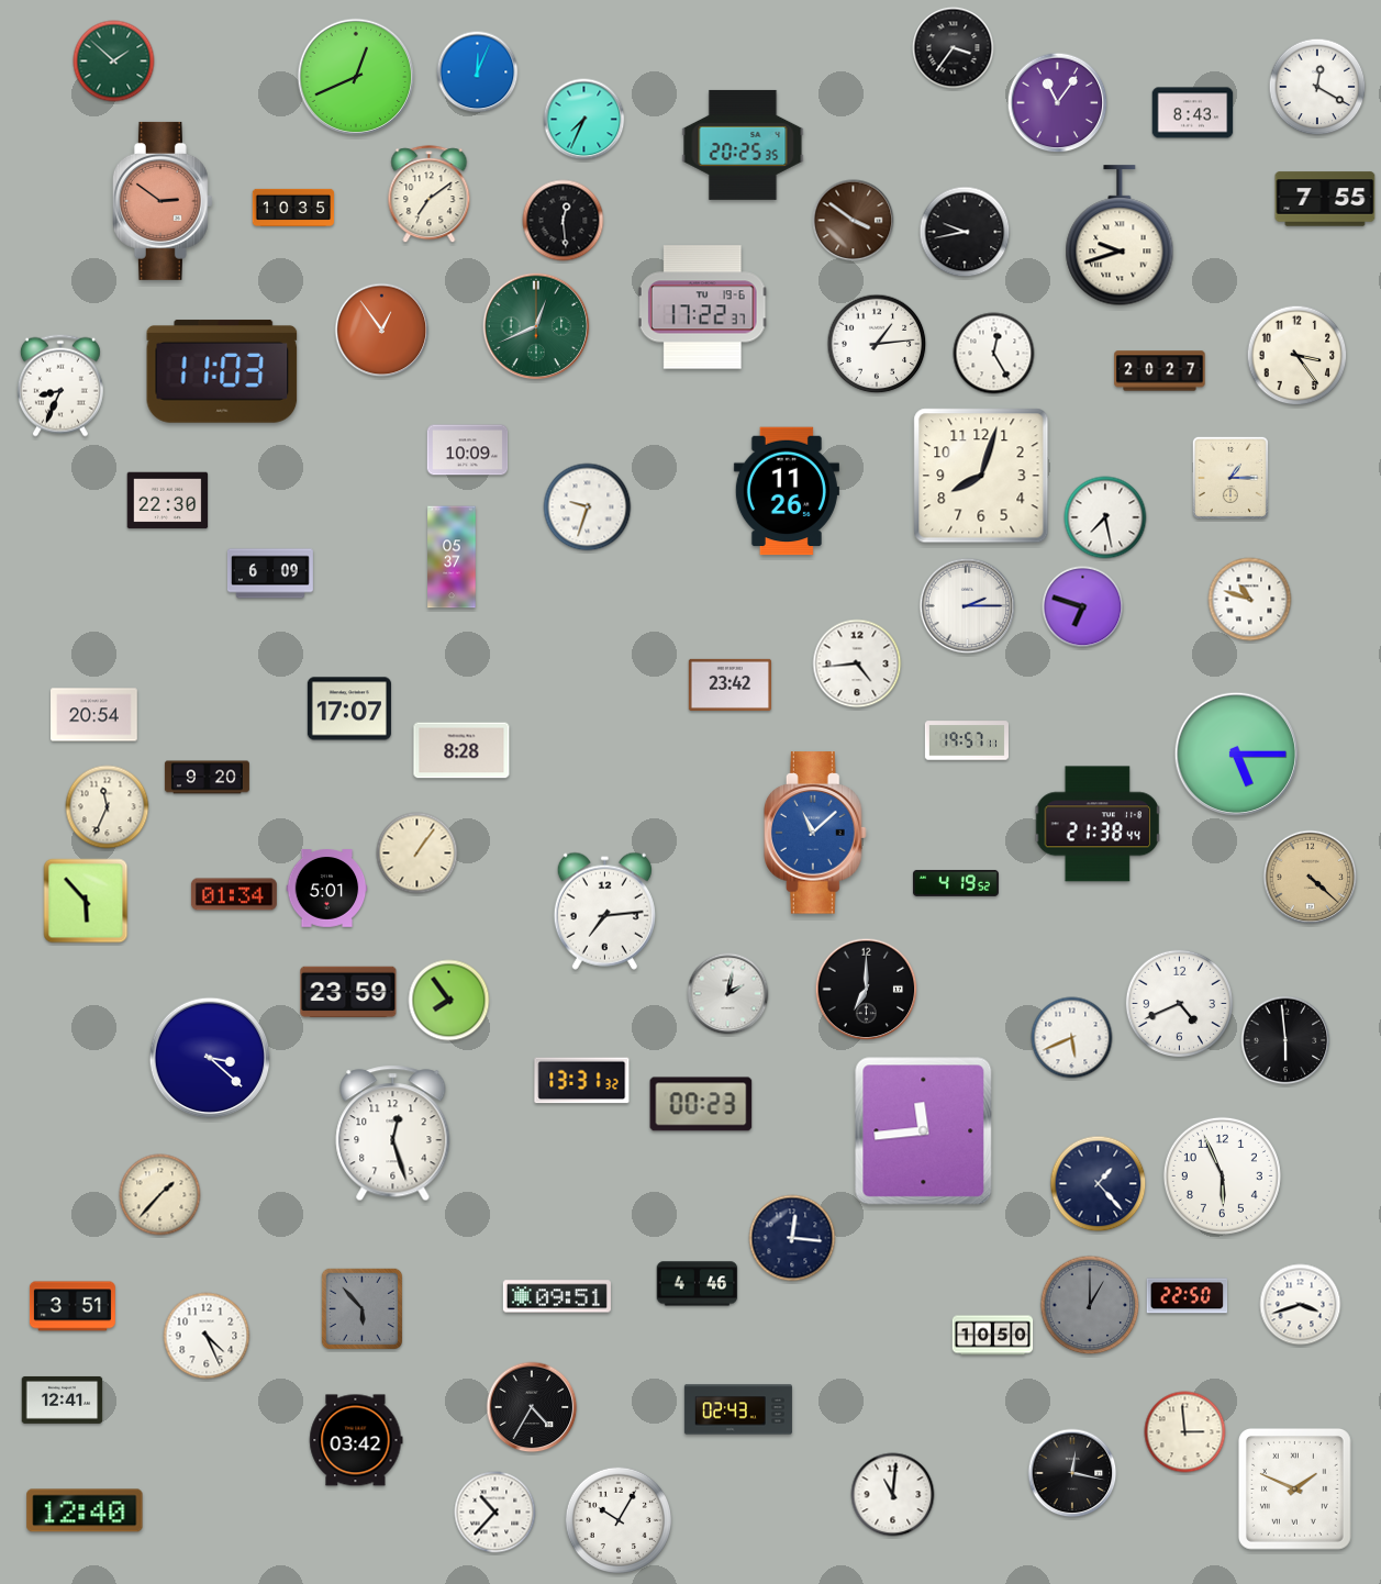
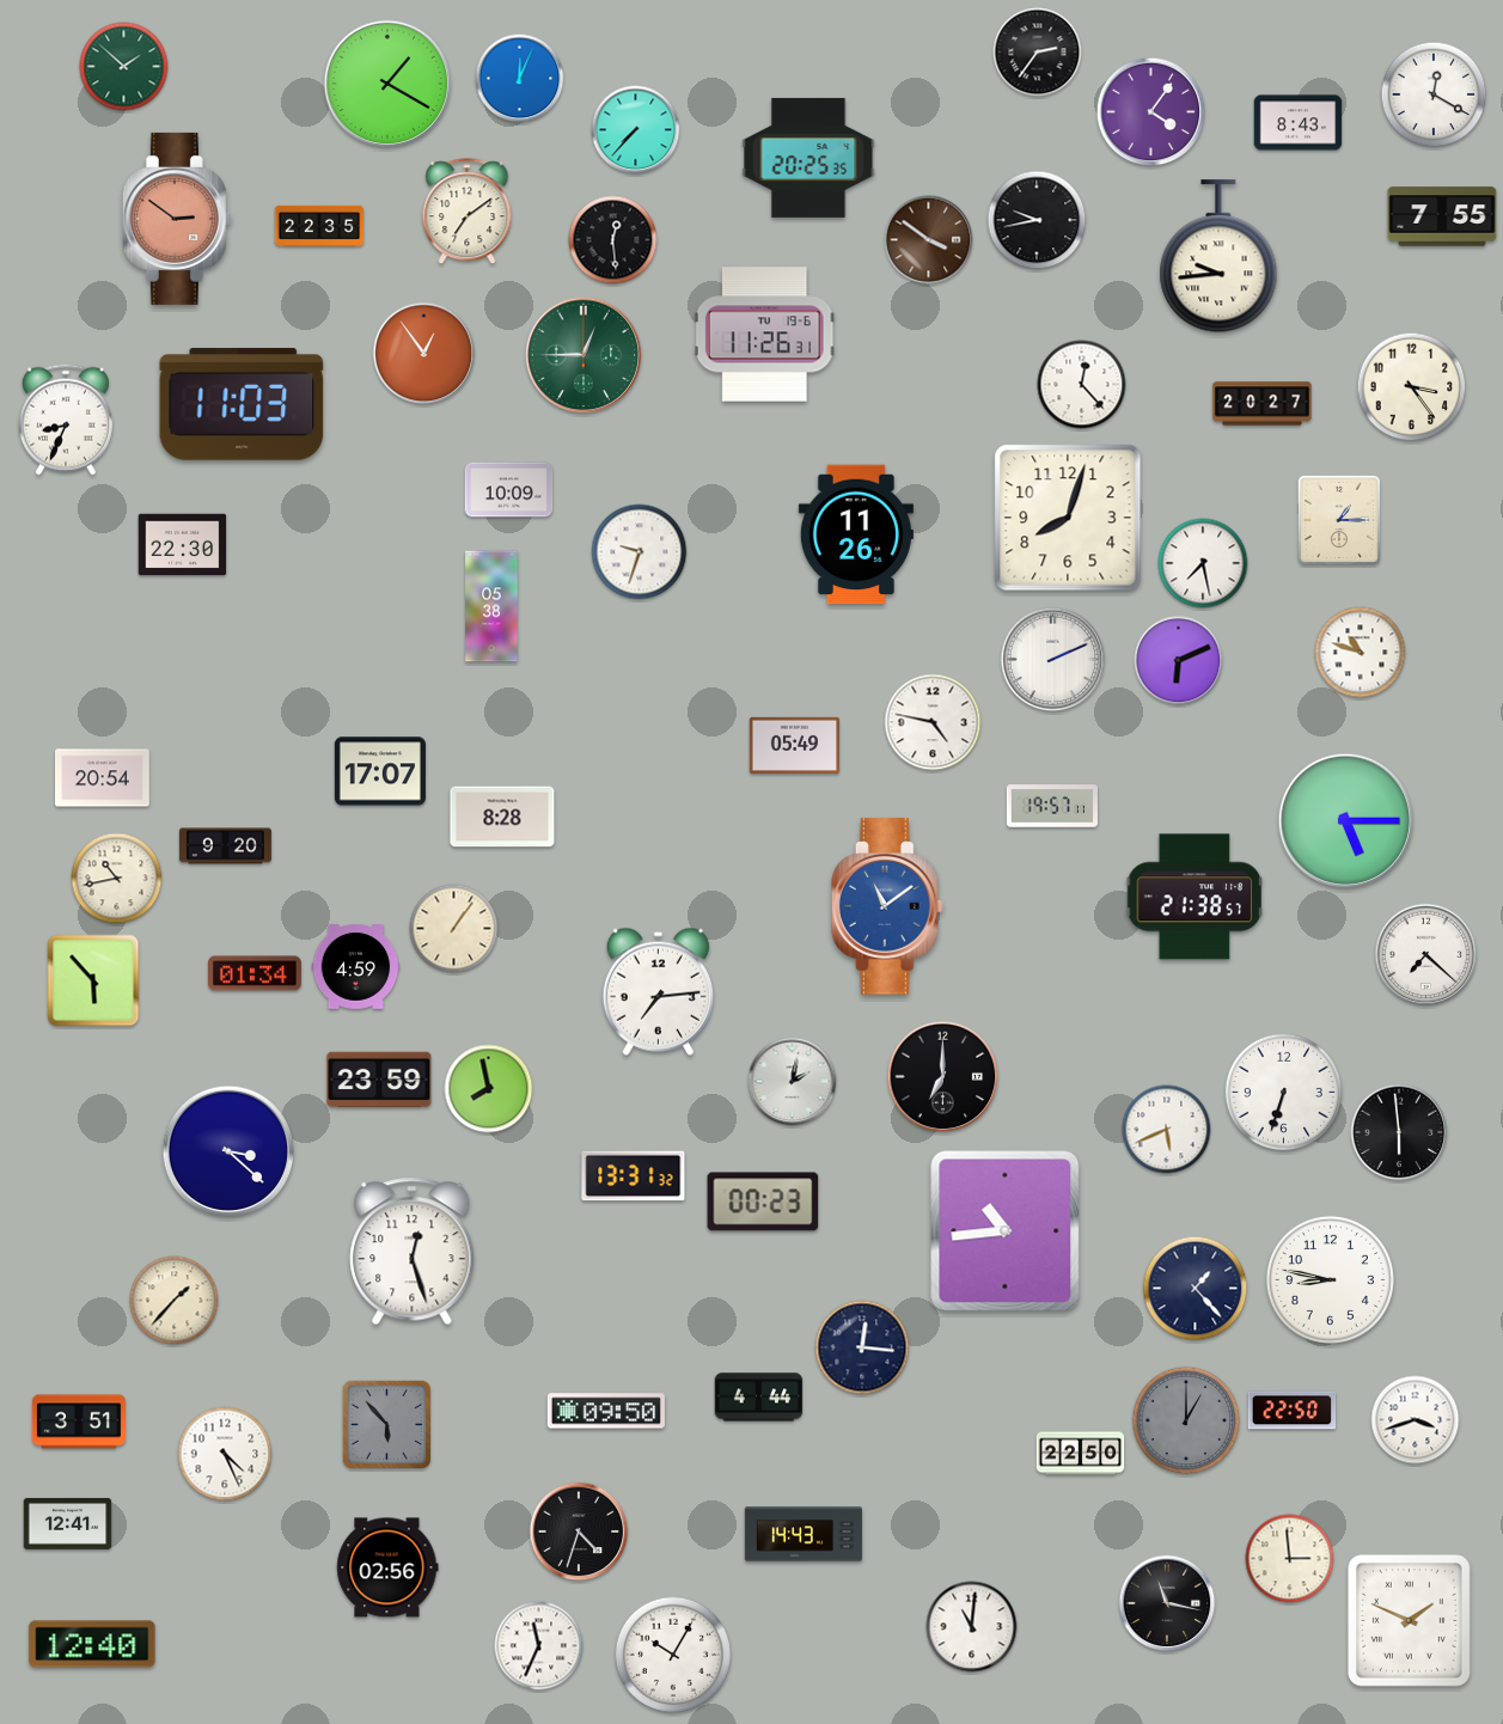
clock at (954, 48): 3:36 -> 2:36
clock at (356, 77): 12:41 -> 1:20
clock at (1058, 103): 11:06 -> 4:06
clock at (584, 120): 7:34 -> 7:37
clock at (293, 208): 10:35 -> 22:35
clock at (965, 232) position: (965, 232) -> (1037, 220)
clock at (1120, 236): 9:42 -> 9:44
clock at (702, 308): 17:22 -> 11:26
clock at (536, 326): 12:41 -> 12:45
clock at (382, 331) position: (382, 331) -> (424, 354)
clock at (877, 344): 1:14 -> none
clock at (994, 354): 12:25 -> 12:23
clock at (452, 557): 05:37 -> 05:38
clock at (270, 573): 6:09 -> none
clock at (968, 606): 2:15 -> 2:11
clock at (1083, 607): 6:48 -> 6:11
clock at (857, 663): 4:44 -> 4:47
clock at (730, 684): 23:42 -> 05:49
clock at (108, 807): 11:34 -> 10:43
clock at (1098, 824): 21:38:44 -> 21:38:57
clock at (815, 833): 11:08 -> 11:09
clock at (1311, 878): 4:22 -> 7:22
clock at (1311, 878) dial: champagne -> white
clock at (956, 883): 4:19 -> none
clock at (327, 889): 5:01 -> 4:59
clock at (449, 1001): 7:54 -> 7:58
clock at (1179, 1003): 4:41 -> 6:33
clock at (924, 1131): 11:44 -> 10:44
clock at (393, 1134) position: (393, 1134) -> (413, 1252)
clock at (1222, 1175): 5:56 -> 8:47
clock at (698, 1284): 4:46 -> 4:44
clock at (557, 1296): 09:51 -> 09:50
clock at (361, 1308) position: (361, 1308) -> (386, 1424)
clock at (993, 1336): 10:50 -> 22:50
clock at (532, 1407): 4:35 -> 4:33
clock at (738, 1409): 02:43 -> 14:43
clock at (356, 1440): 03:42 -> 02:56
clock at (1072, 1473): 12:17 -> 11:17
clock at (495, 1513): 10:37 -> 11:34
